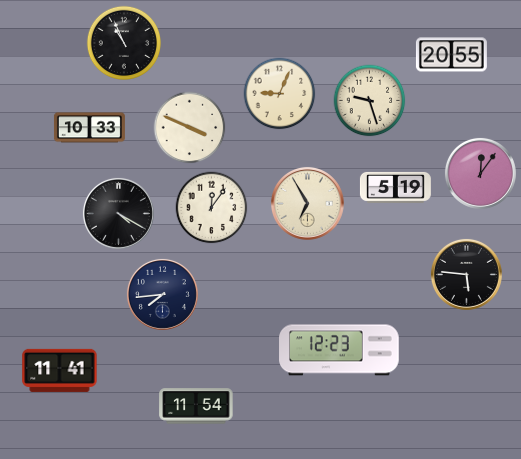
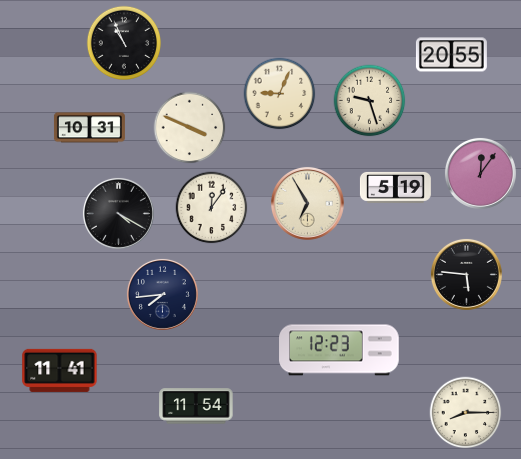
clock at (89, 128): 10:33 -> 10:31
clock at (466, 413): none -> 8:15
